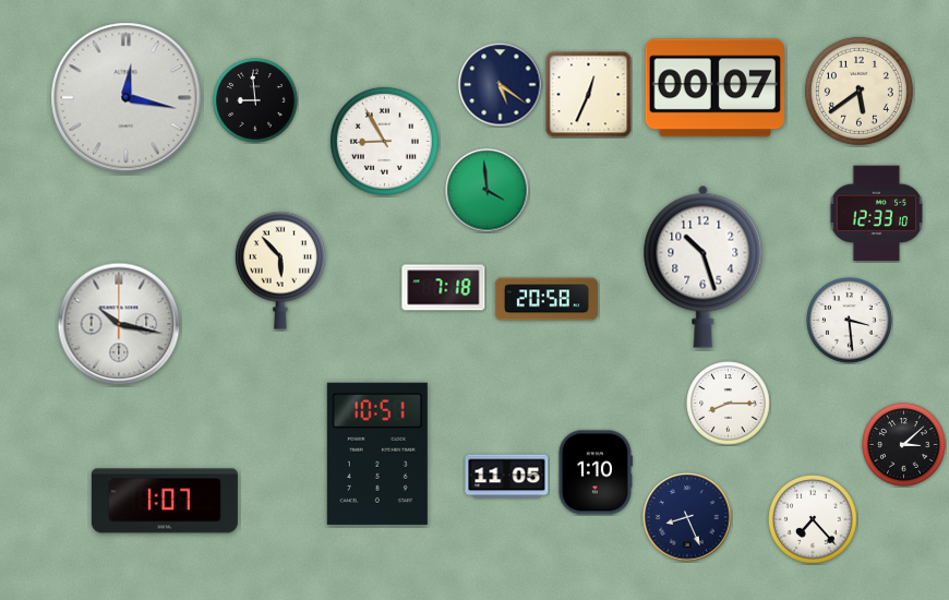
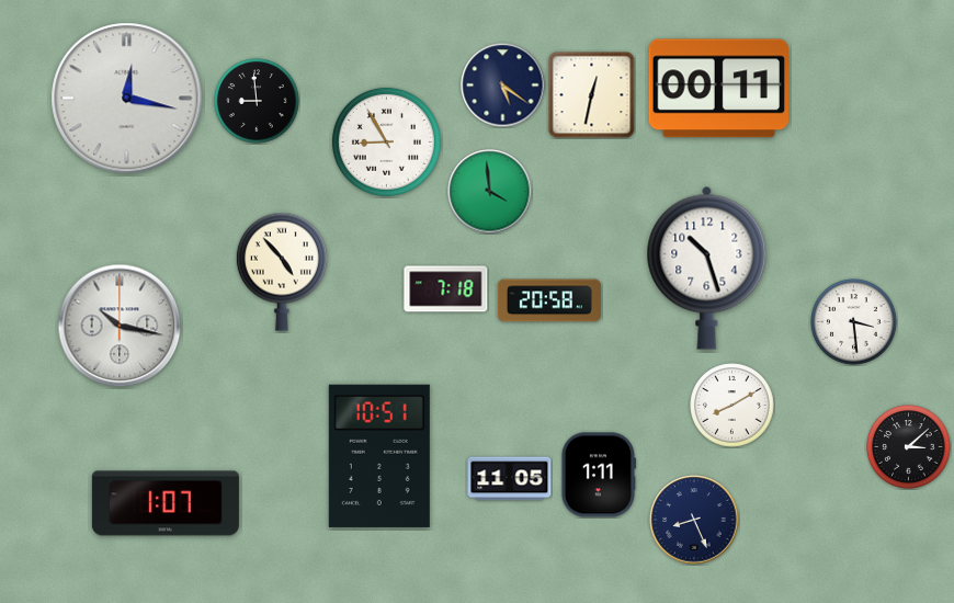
clock at (714, 88): 00:07 -> 00:11
clock at (858, 91): 5:39 -> none
clock at (589, 95): 12:34 -> 12:32
clock at (877, 214): 12:33 -> none
clock at (280, 271): 5:53 -> 4:53
clock at (729, 404): 8:15 -> 8:10
clock at (594, 472): 1:10 -> 1:11
clock at (687, 517) position: (687, 517) -> (694, 520)
clock at (814, 520): 7:23 -> none
